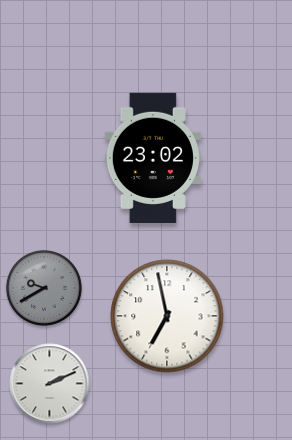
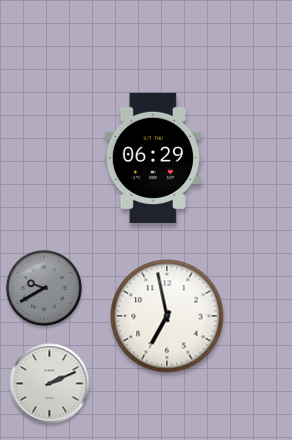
clock at (153, 158): 23:02 -> 06:29
